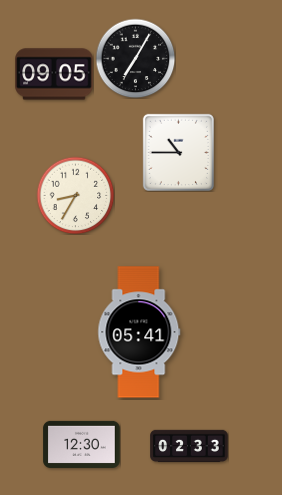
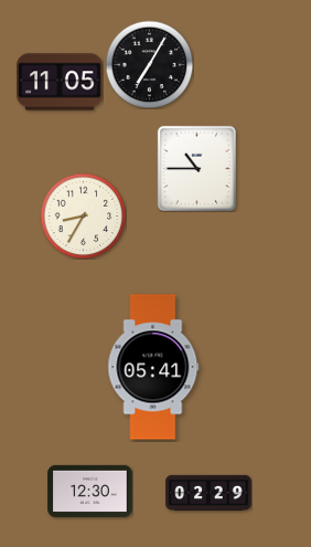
clock at (54, 74): 09:05 -> 11:05
clock at (189, 446): 02:33 -> 02:29
